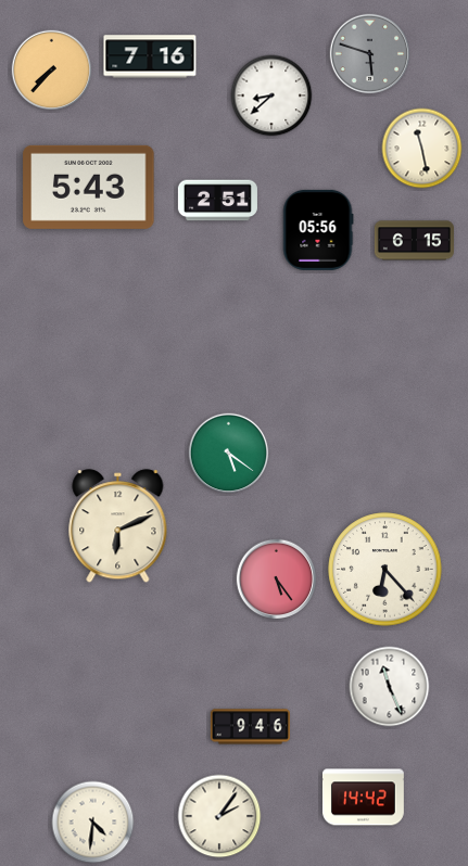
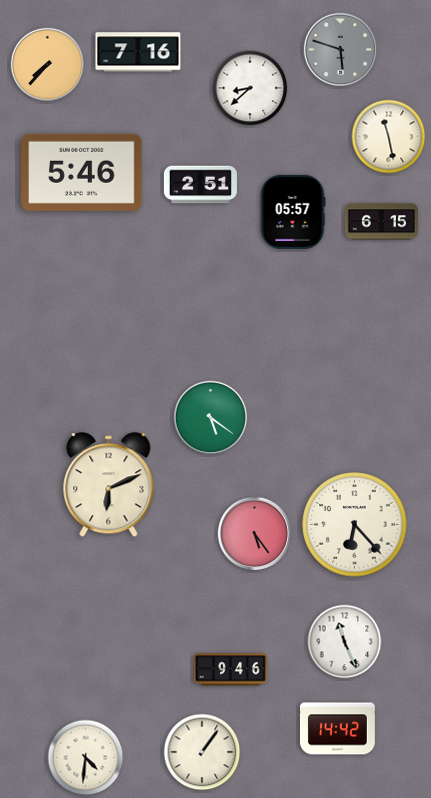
clock at (89, 187): 5:43 -> 5:46
clock at (318, 230): 05:56 -> 05:57
clock at (390, 687) position: (390, 687) -> (345, 642)
clock at (363, 798) position: (363, 798) -> (337, 729)
clock at (219, 816): 2:06 -> 1:06
